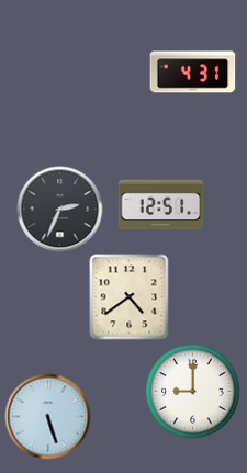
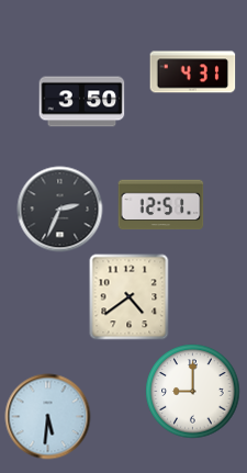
clock at (81, 102): none -> 3:50
clock at (47, 416): 5:27 -> 5:31
